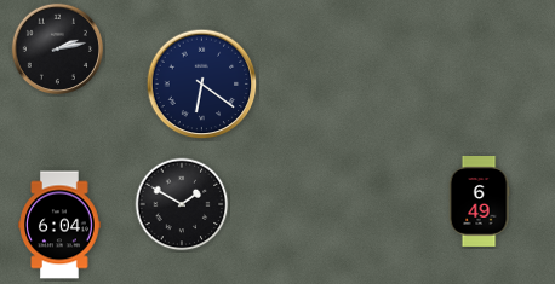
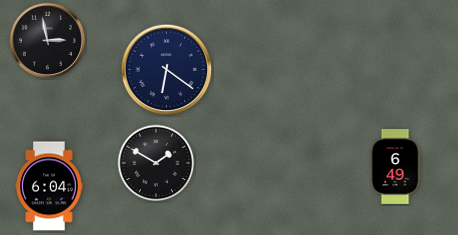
clock at (57, 48): 2:13 -> 2:58
clock at (182, 204) position: (182, 204) -> (156, 163)
